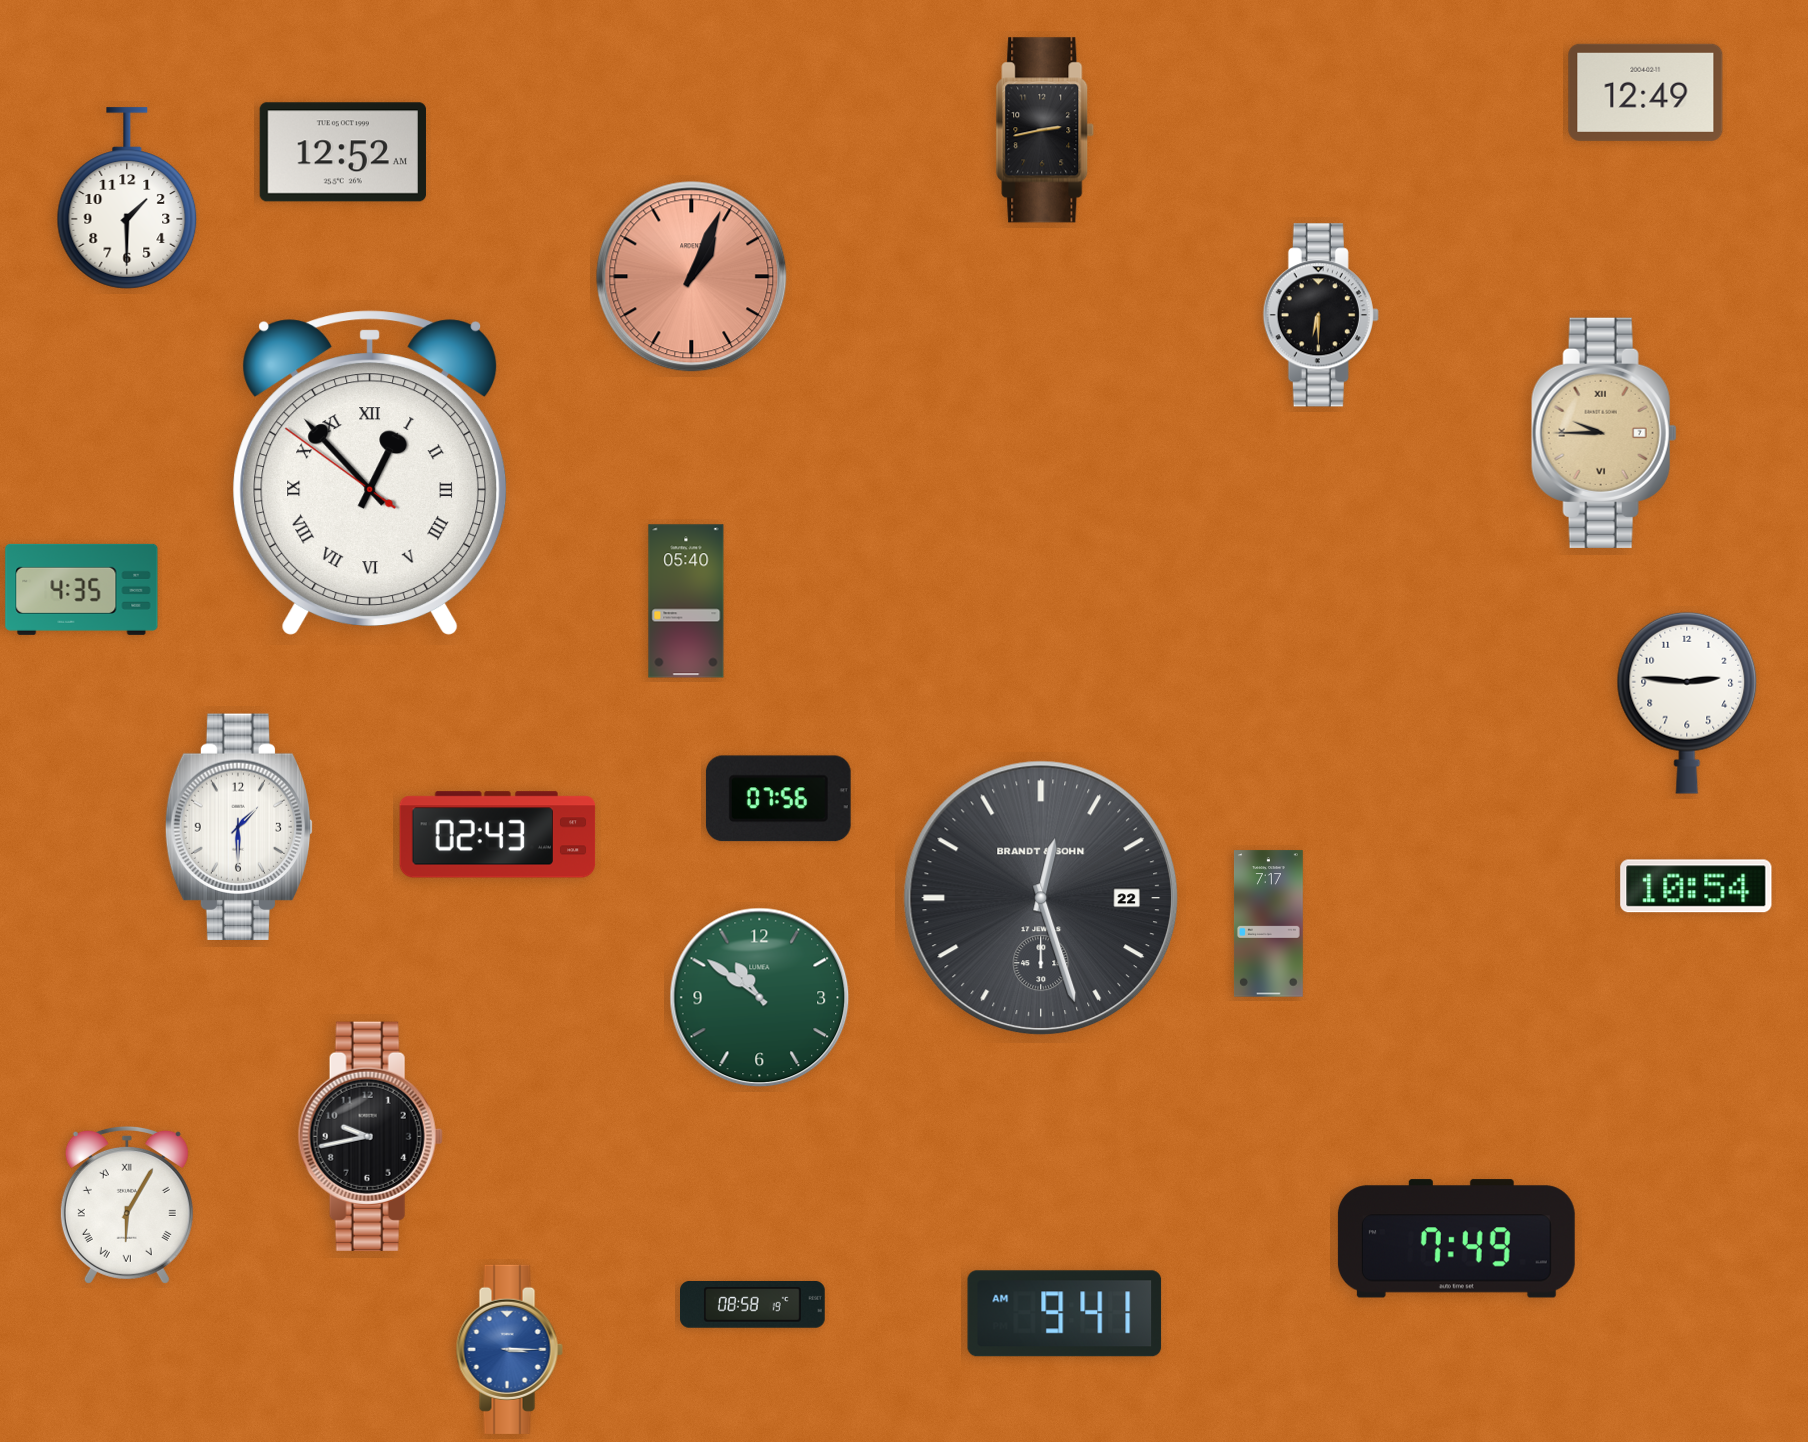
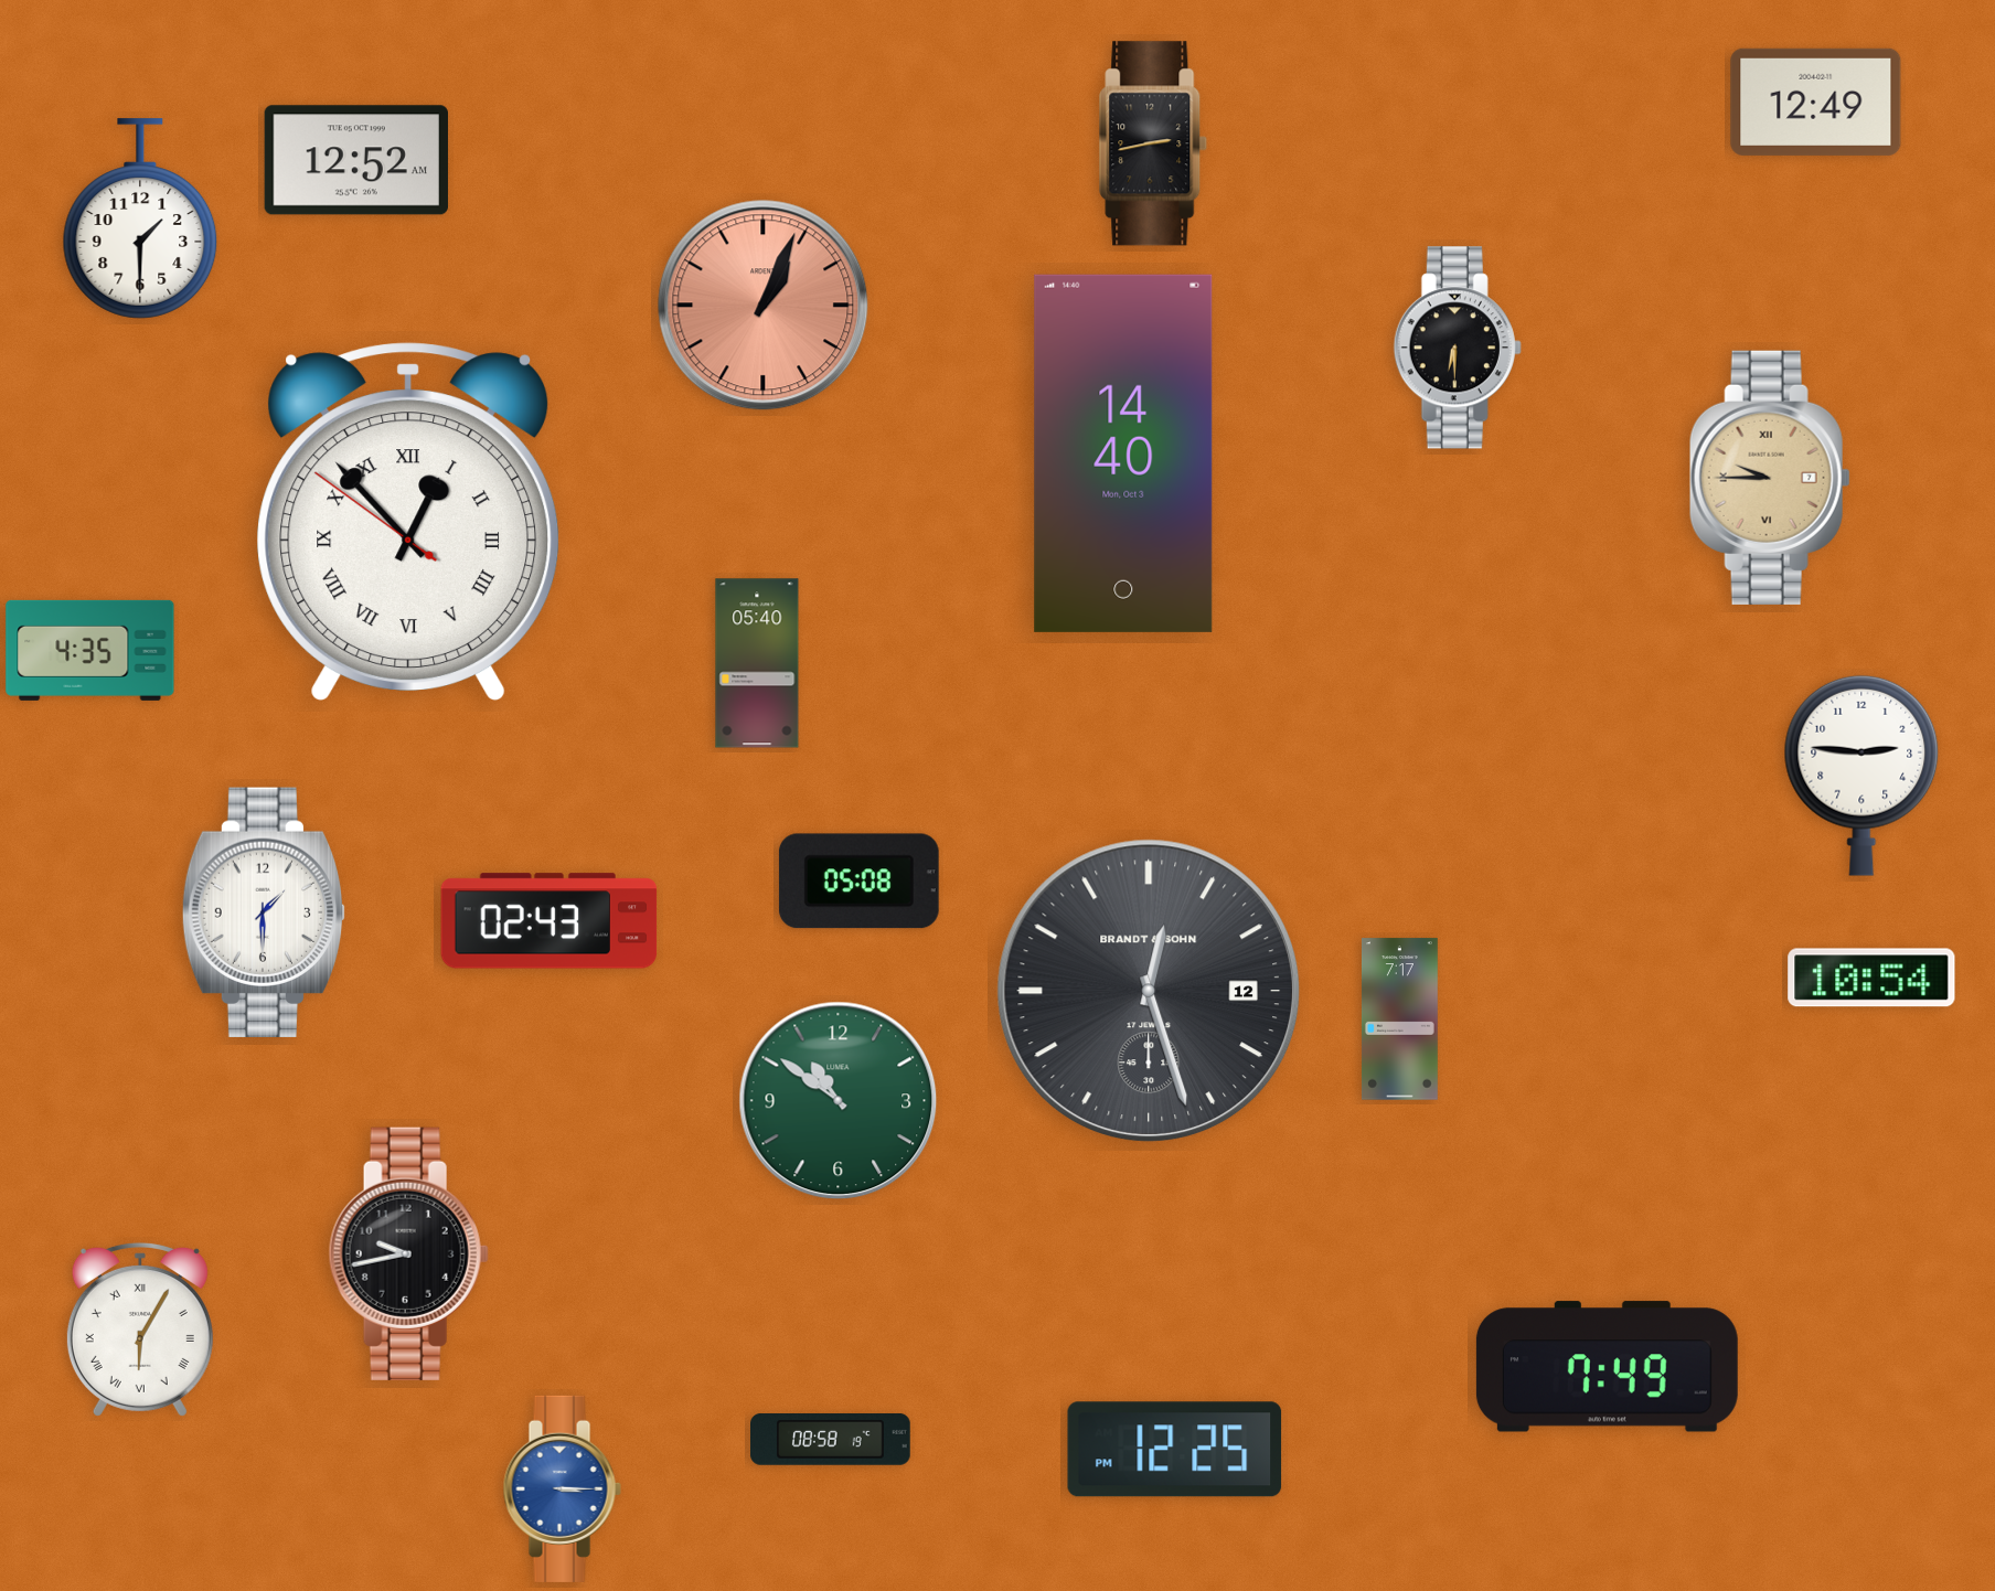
clock at (343, 152) position: (343, 152) -> (356, 160)
clock at (1123, 453): none -> 14:40
clock at (778, 799): 07:56 -> 05:08
clock at (1041, 898) date: 22 -> 12
clock at (1065, 1314): 9:41 -> 12:25
